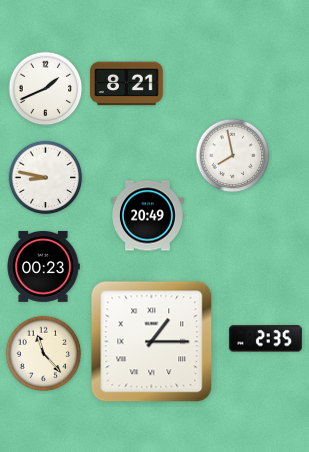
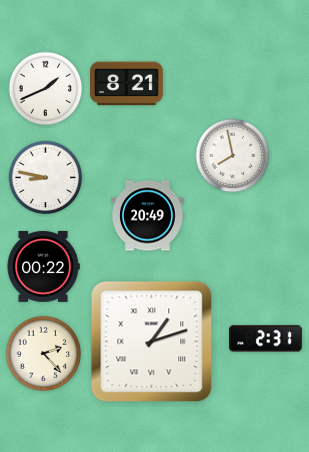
clock at (43, 266): 00:23 -> 00:22
clock at (266, 339): 2:35 -> 2:31
clock at (152, 342): 1:15 -> 1:12
clock at (44, 354): 11:23 -> 2:23
